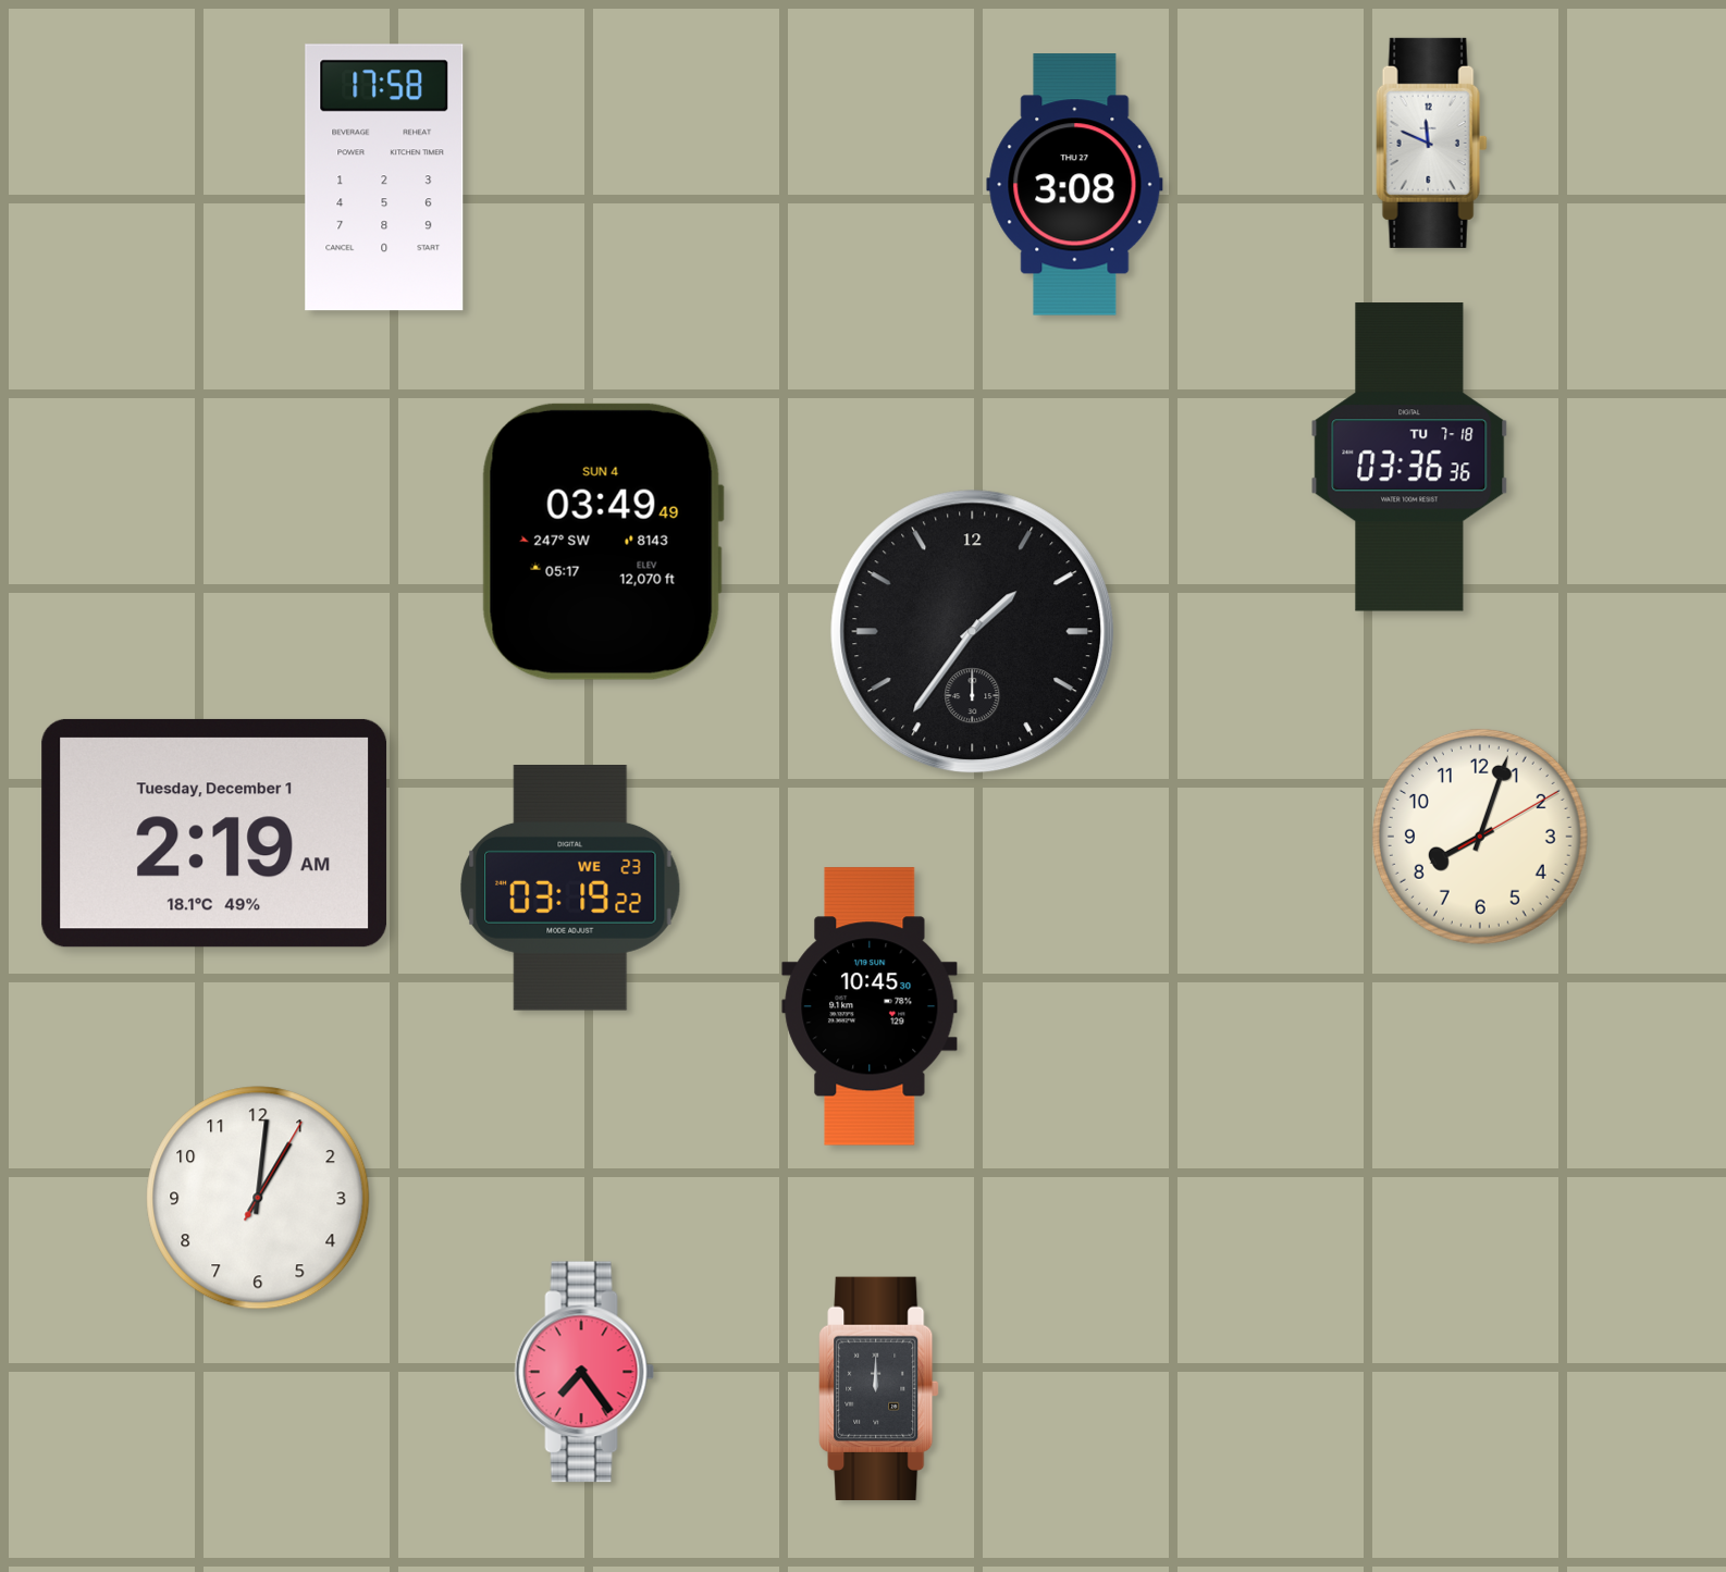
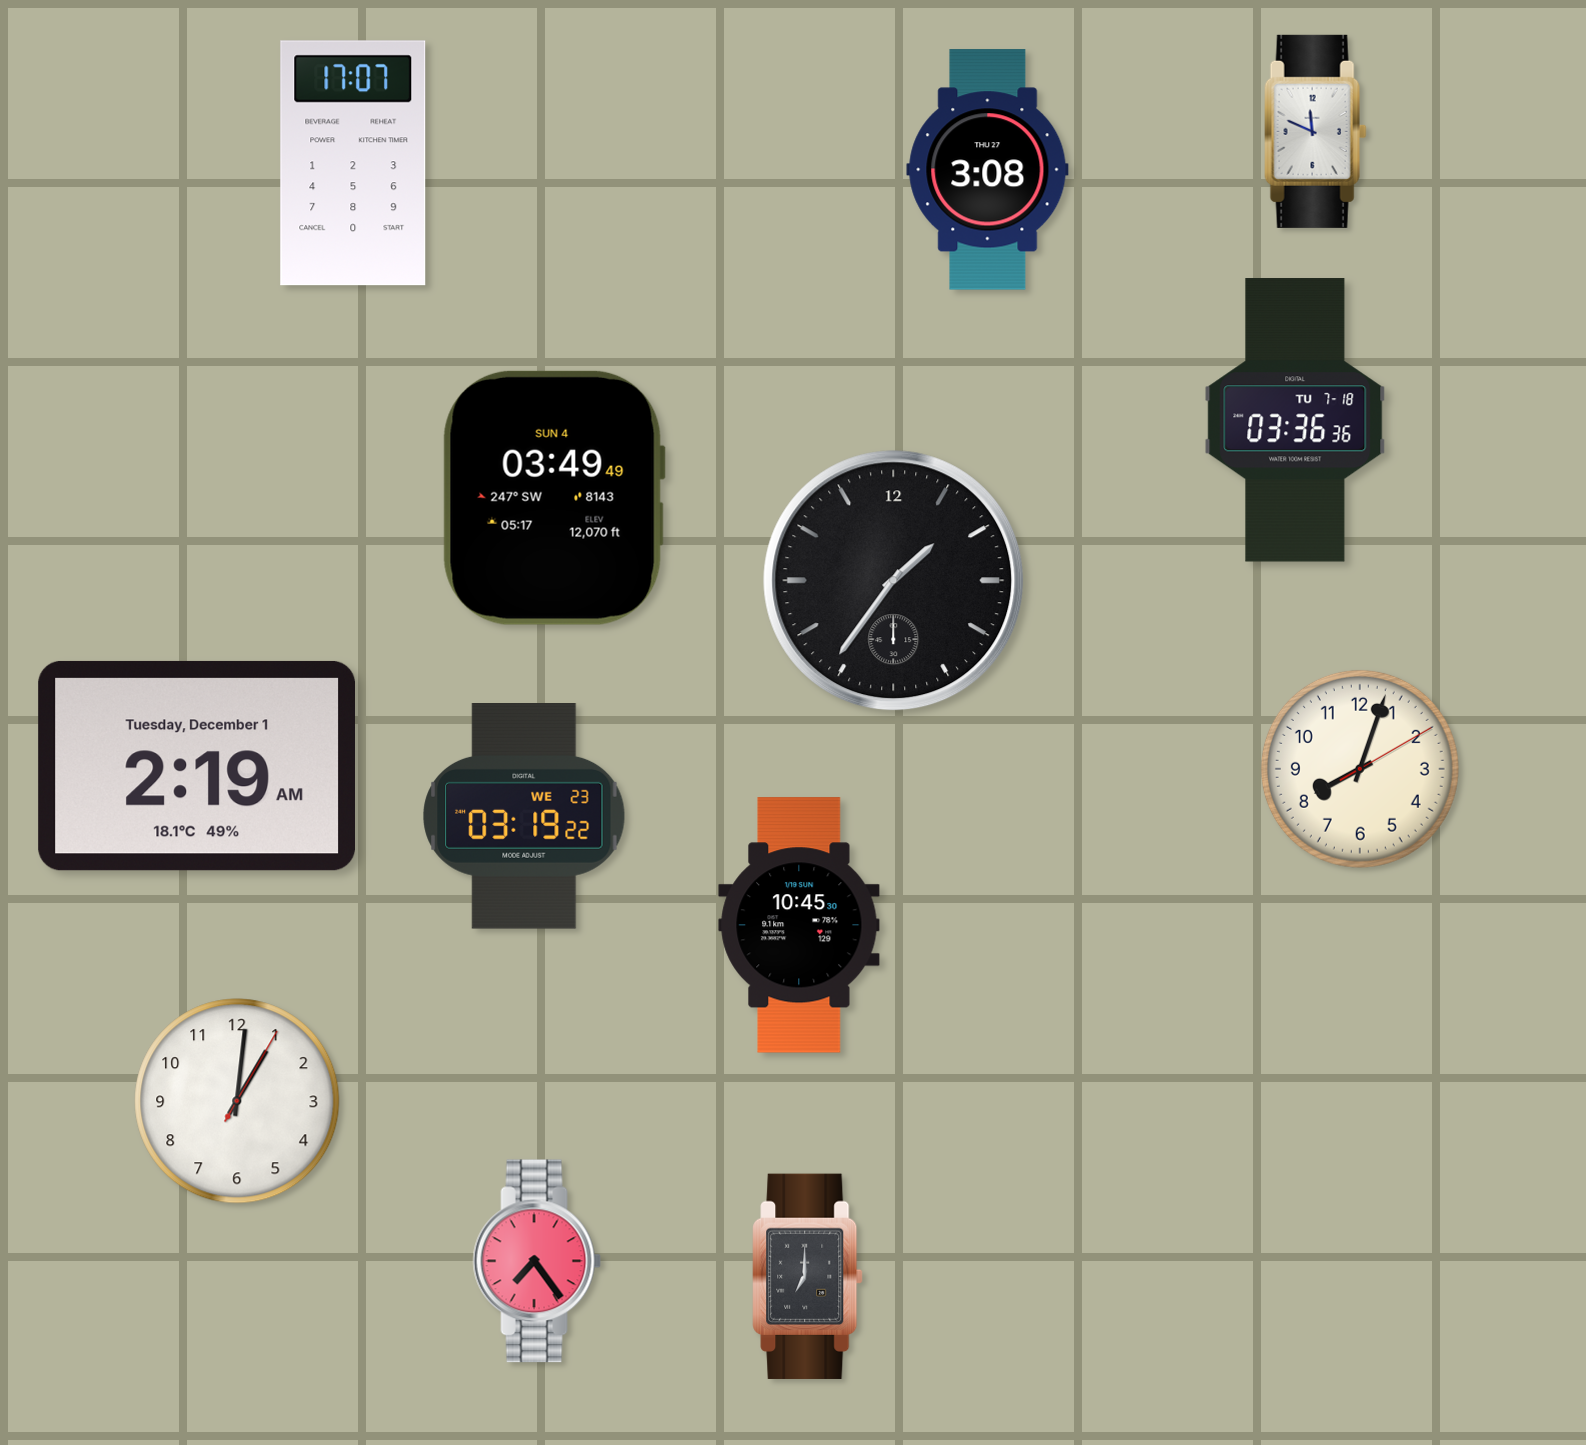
clock at (384, 177): 17:58 -> 17:07
clock at (879, 1388): 12:00 -> 7:00
